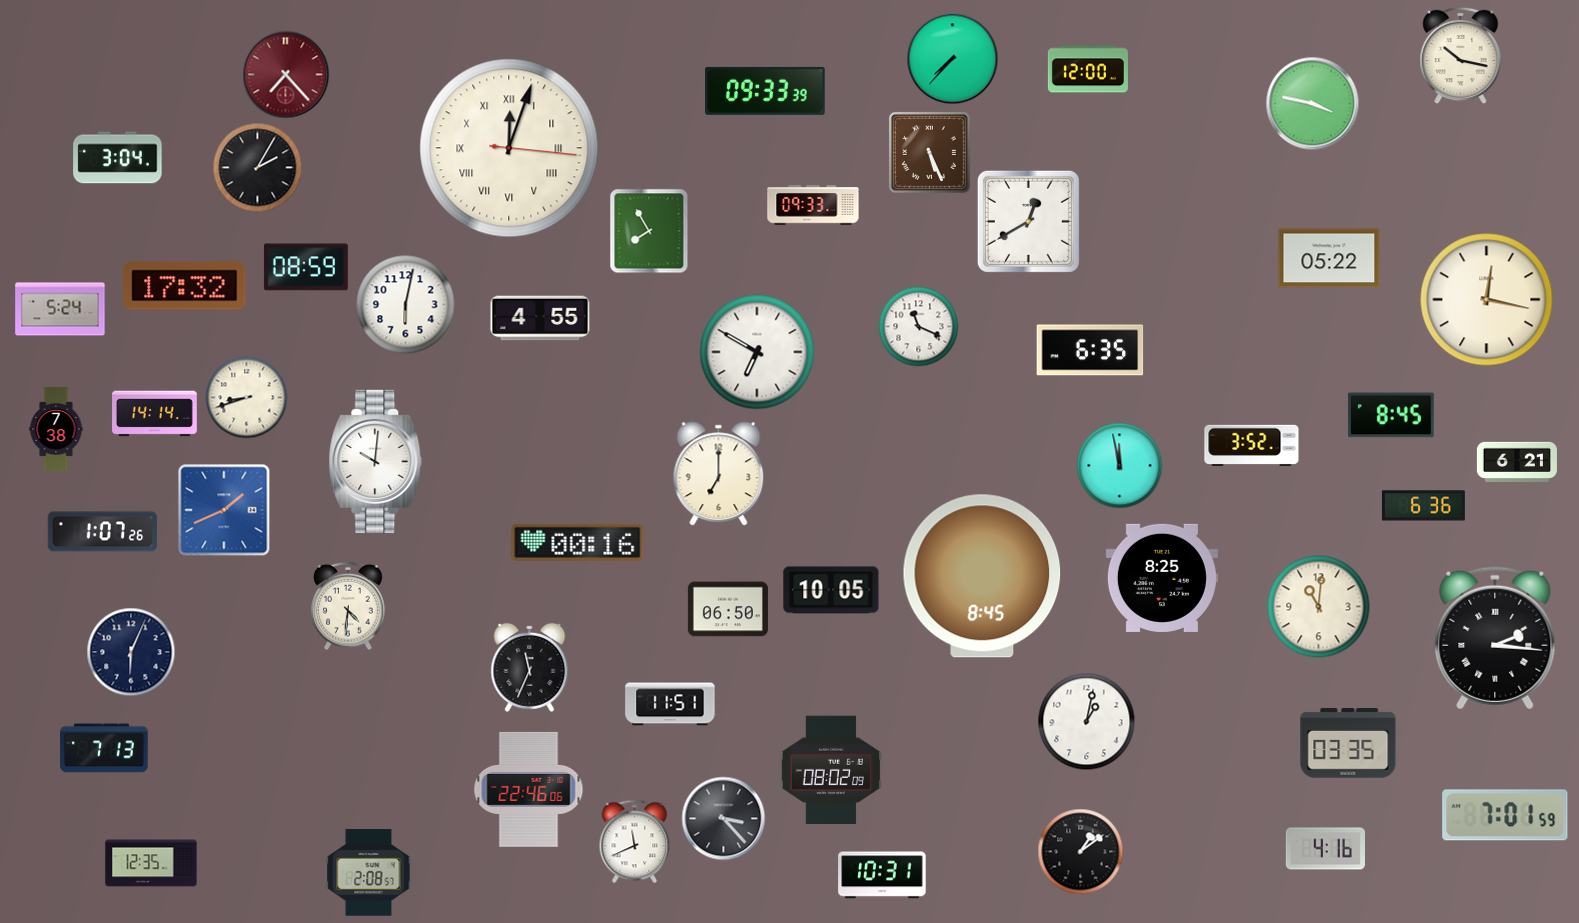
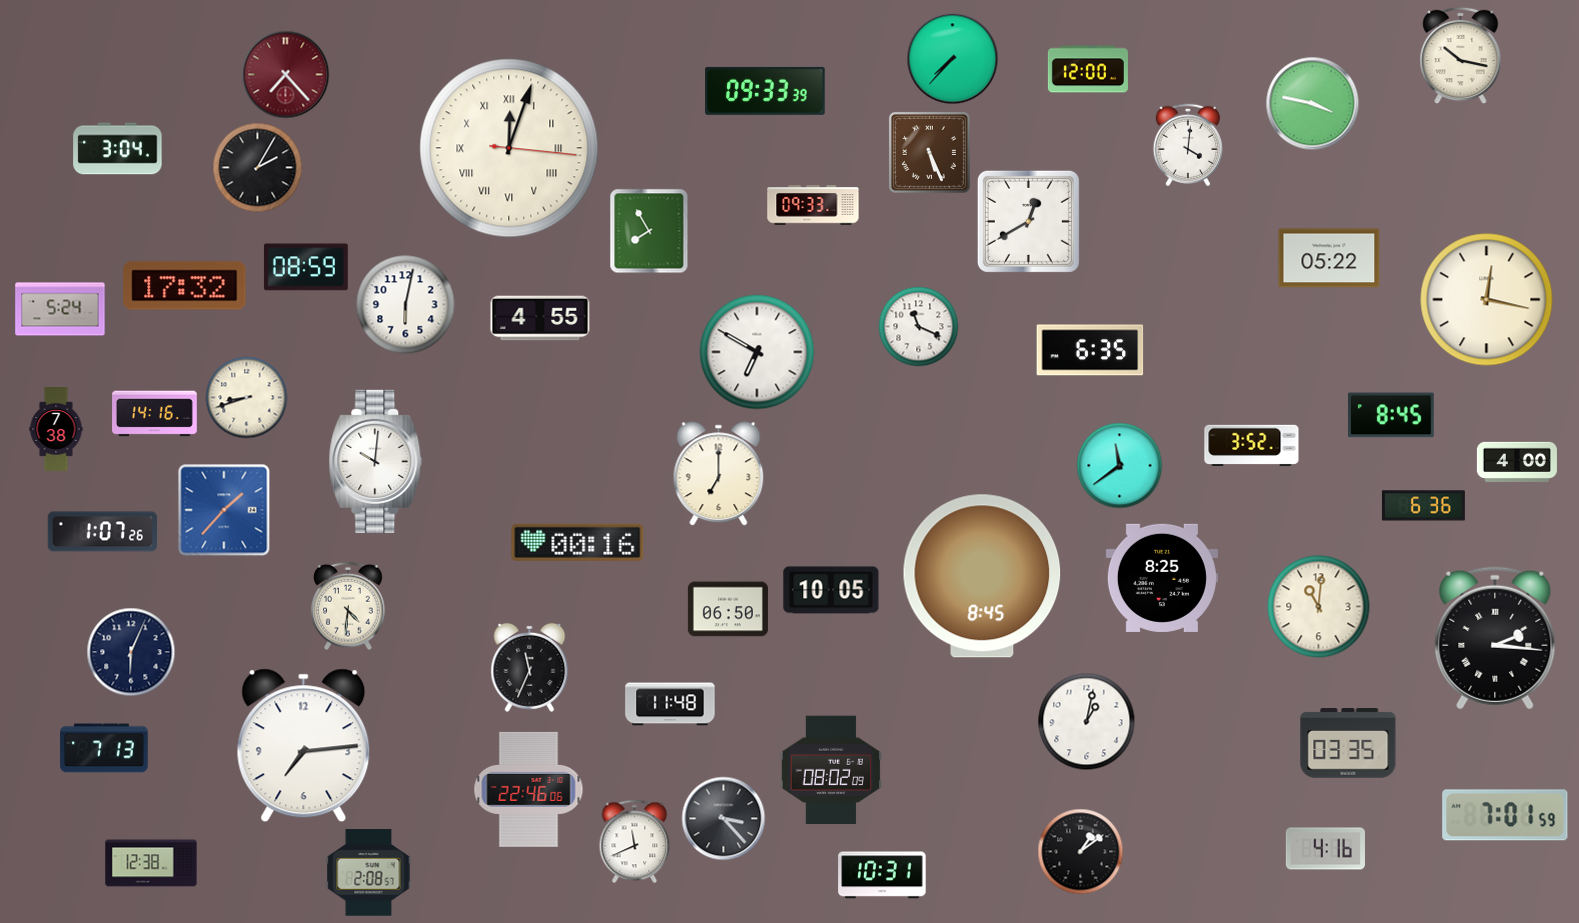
clock at (1188, 145): none -> 4:01
clock at (118, 158) position: (118, 158) -> (118, 149)
clock at (155, 414): 14:14 -> 14:16
clock at (1517, 462): 6:21 -> 4:00
clock at (1120, 466): 11:58 -> 11:39
clock at (224, 510): 1:41 -> 1:37
clock at (670, 704): 11:51 -> 11:48
clock at (304, 746): none -> 7:14
clock at (151, 863): 12:35 -> 12:38
